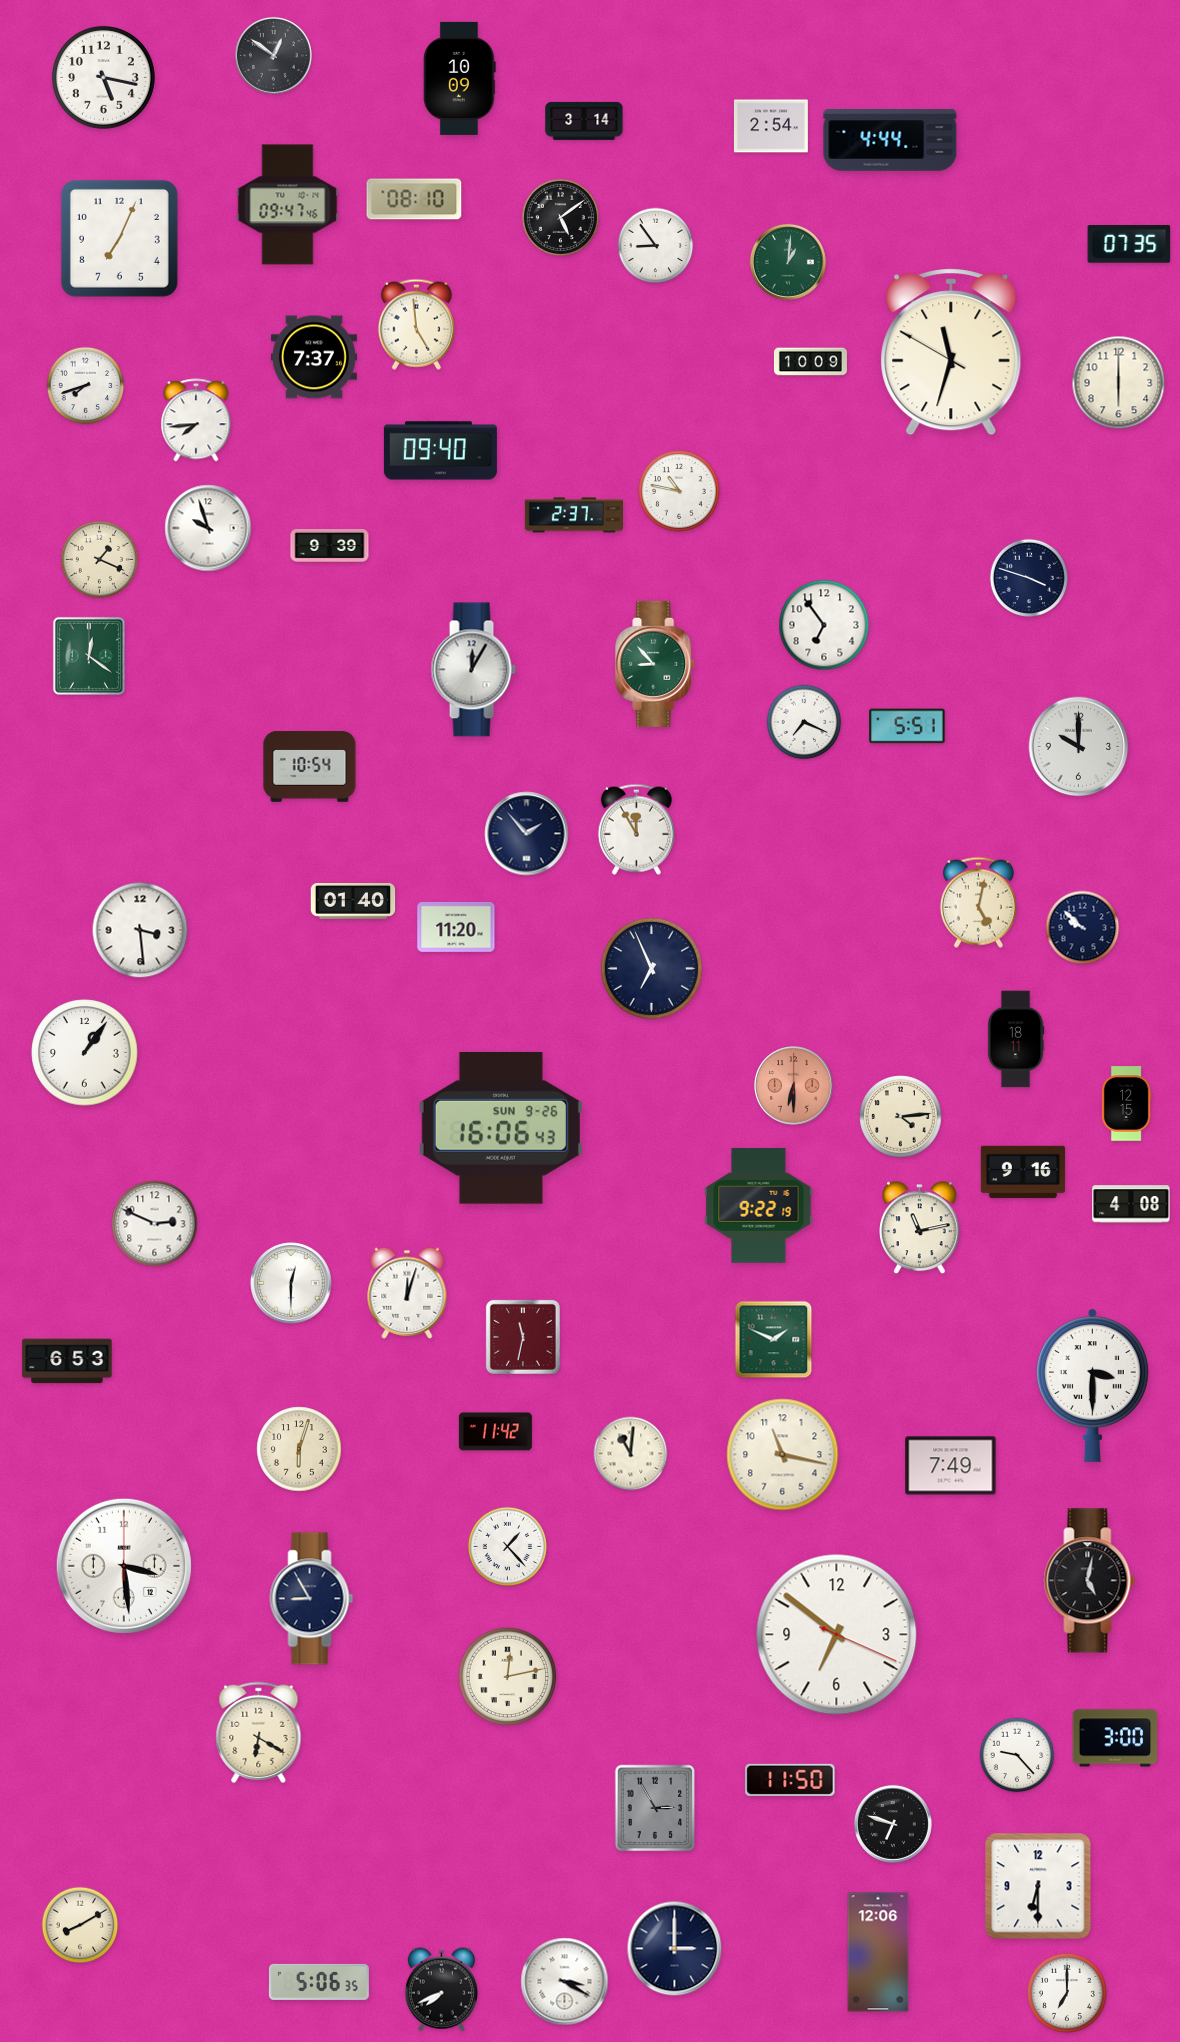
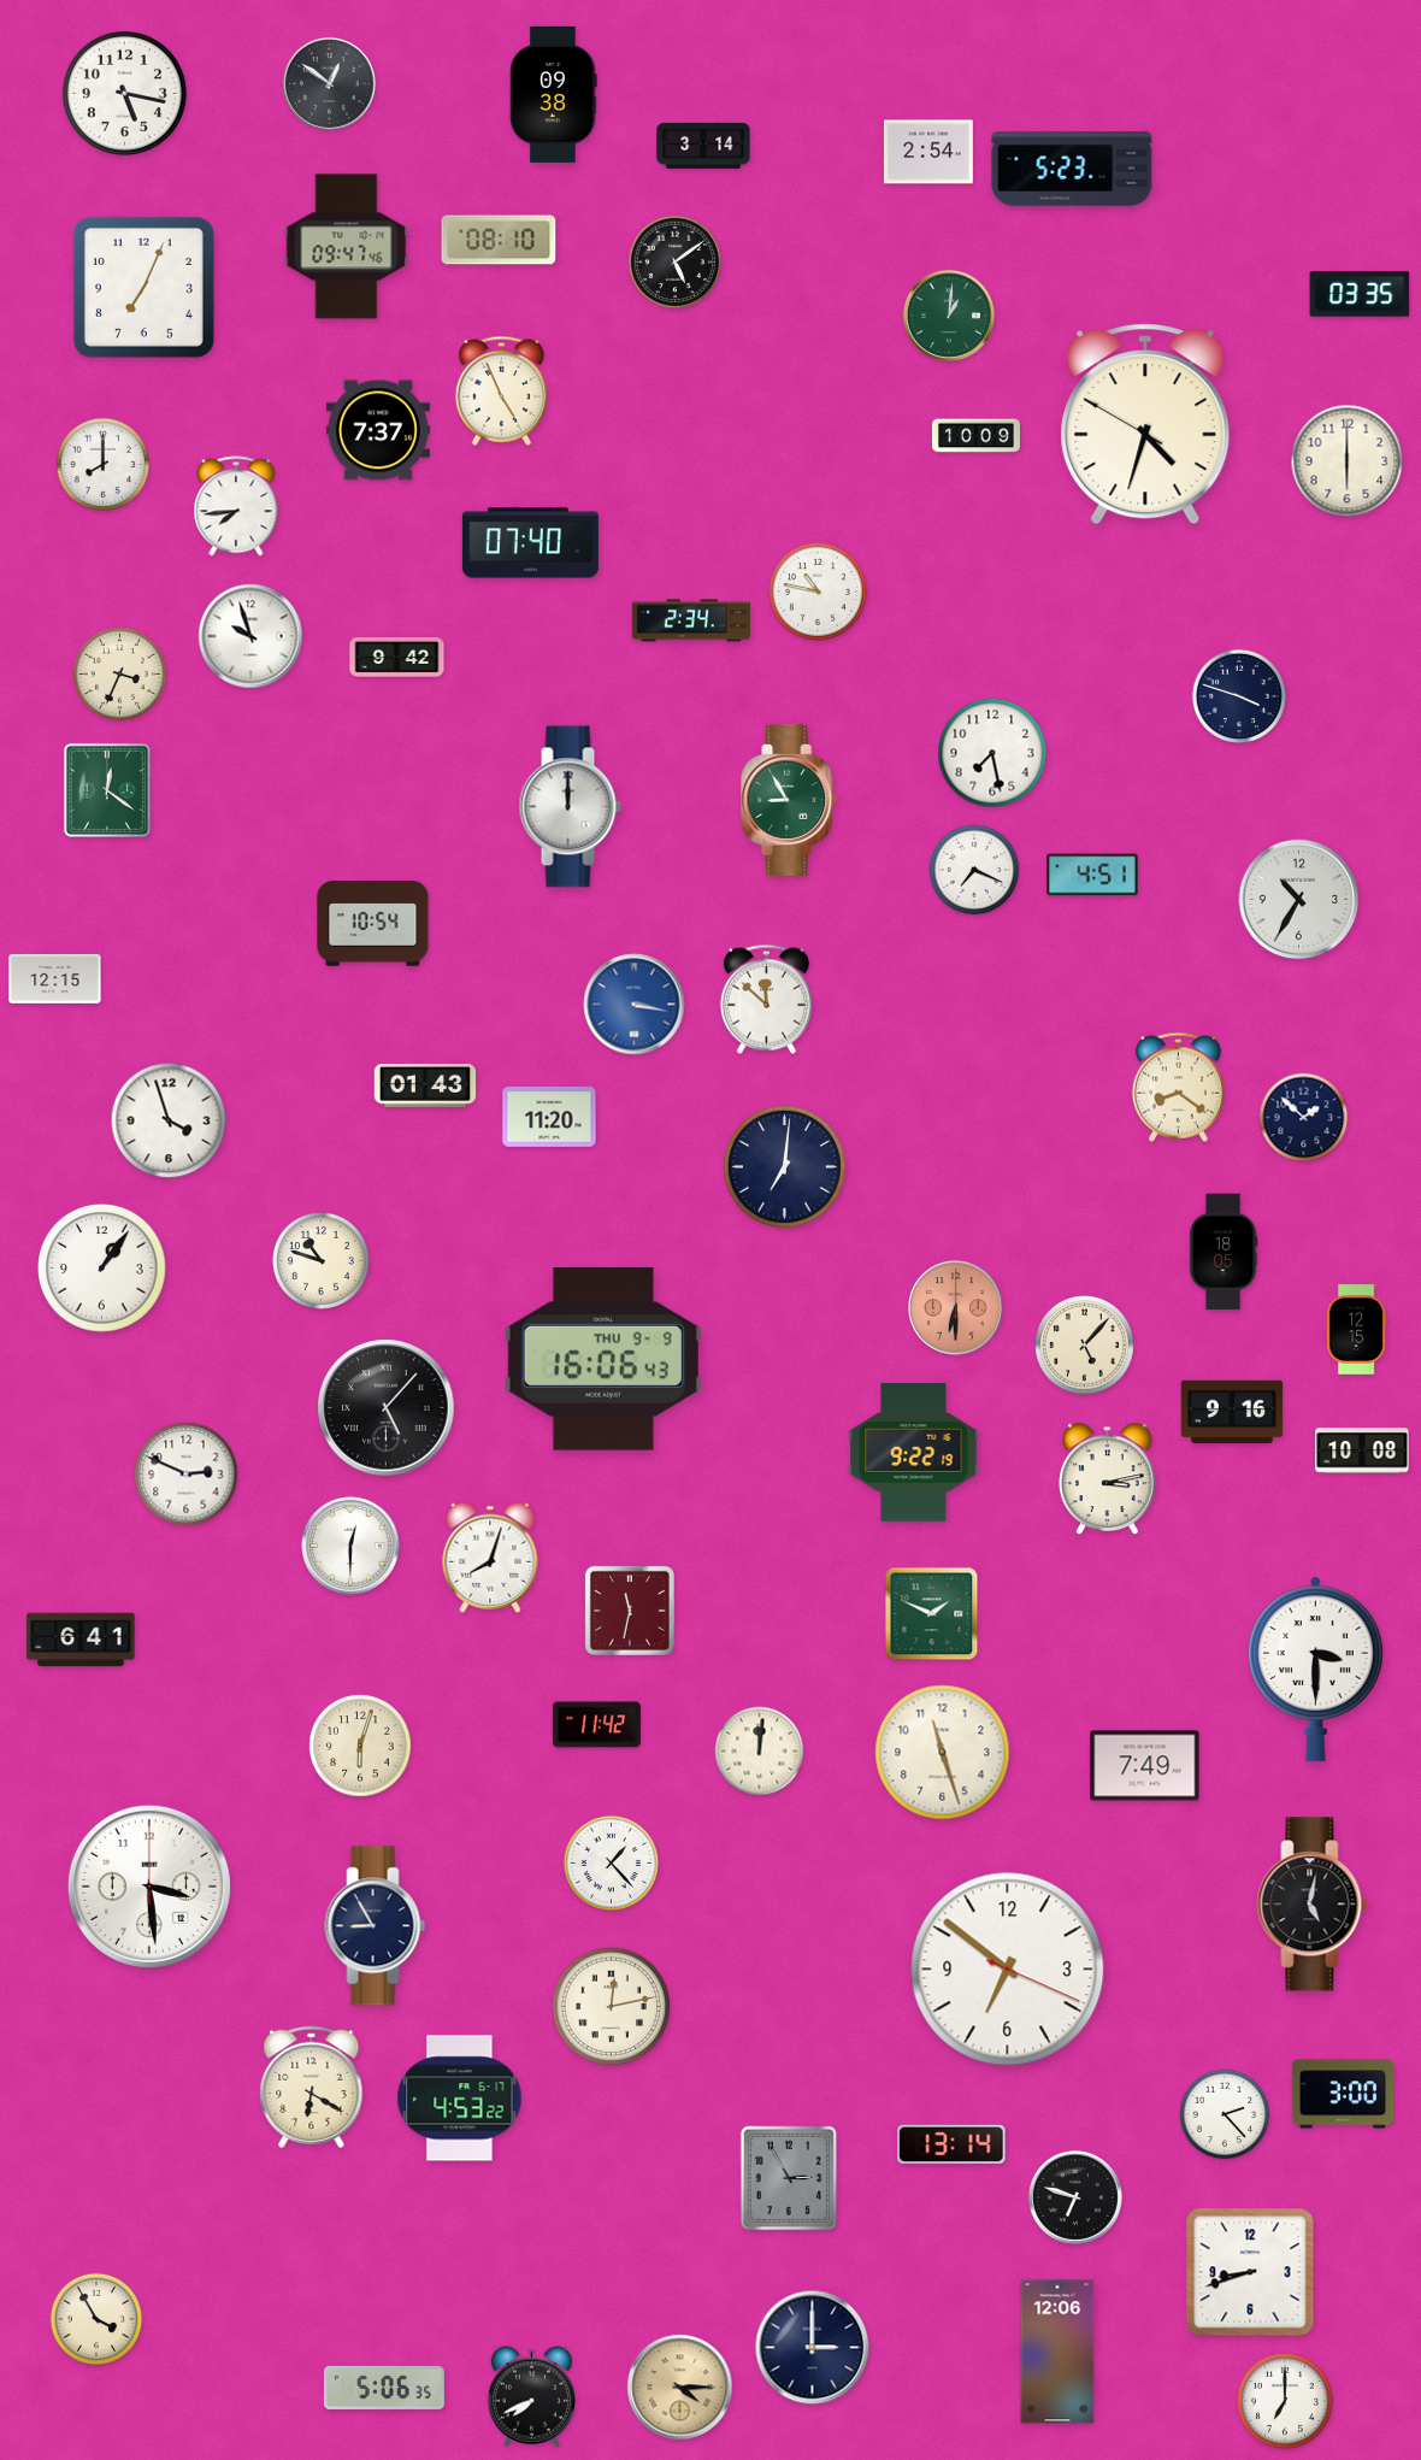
clock at (273, 55) position: (273, 55) -> (329, 83)
clock at (460, 78): 10:09 -> 09:38
clock at (890, 140): 4:44 -> 5:23
clock at (1129, 244): 07:35 -> 03:35
clock at (656, 246): 8:54 -> none
clock at (416, 324): 4:59 -> 4:56
clock at (951, 352): 11:32 -> 4:32
clock at (86, 386): 7:42 -> 8:00
clock at (440, 451): 09:40 -> 07:40
clock at (573, 515): 2:37 -> 2:34
clock at (330, 545): 9:39 -> 9:42
clock at (100, 560): 1:19 -> 3:34
clock at (824, 625): 6:54 -> 7:28
clock at (656, 664): 8:53 -> 8:55
clock at (473, 670): 12:05 -> 12:00
clock at (804, 722) position: (804, 722) -> (974, 870)
clock at (907, 726): 5:51 -> 4:51
clock at (1079, 747): 10:00 -> 10:35
clock at (55, 979): none -> 12:15
clock at (636, 829): 11:55 -> 11:52
clock at (527, 834): 1:53 -> 3:17
clock at (527, 834) dial: navy -> blue
clock at (353, 902): 01:40 -> 01:43
clock at (978, 902): 5:02 -> 8:21
clock at (1083, 928): 9:52 -> 1:52
clock at (140, 930): 3:29 -> 3:57
clock at (651, 968): 6:56 -> 7:01
clock at (1016, 1039): 18:11 -> 18:05
clock at (320, 1260): none -> 10:48
clock at (901, 1117): 4:14 -> 5:07
clock at (501, 1128) date: SUN 9-26 -> THU 9-9
clock at (387, 1408): none -> 5:07
clock at (1131, 1204): 4:08 -> 10:08
clock at (920, 1228): 11:13 -> 3:13
clock at (407, 1293): 12:03 -> 8:03
clock at (67, 1361): 6:53 -> 6:41
clock at (631, 1454): 11:01 -> 12:01
clock at (783, 1455): 11:17 -> 11:27
clock at (508, 1677) position: (508, 1677) -> (612, 2007)
clock at (460, 2099): none -> 4:53
clock at (1017, 1755): 9:23 -> 2:23
clock at (790, 1780): 11:50 -> 13:14
clock at (1038, 1886): 6:30 -> 8:42
clock at (80, 1925): 8:10 -> 3:55
clock at (565, 1982): 3:20 -> 4:15
clock at (565, 1982) dial: white -> champagne
